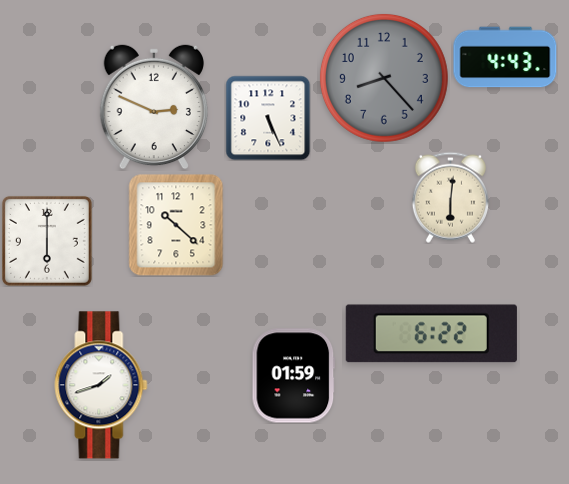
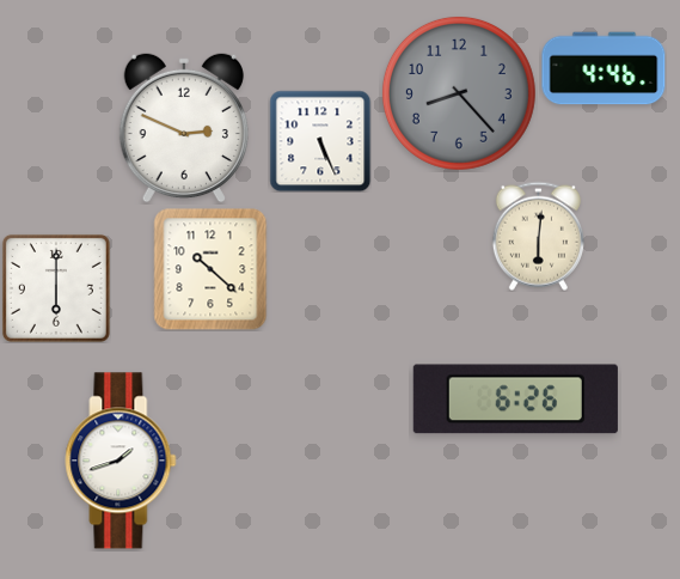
clock at (505, 57): 4:43 -> 4:46
clock at (431, 334): 6:22 -> 6:26
clock at (294, 376): 01:59 -> none
